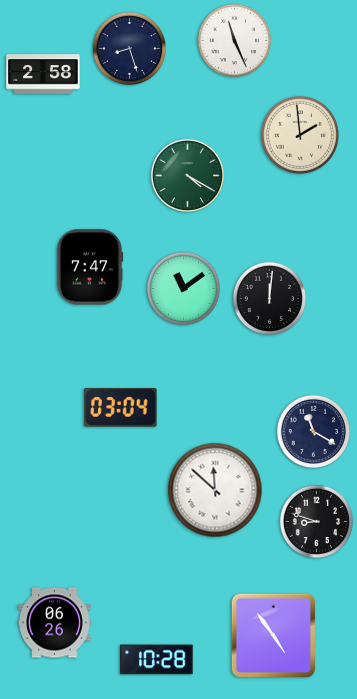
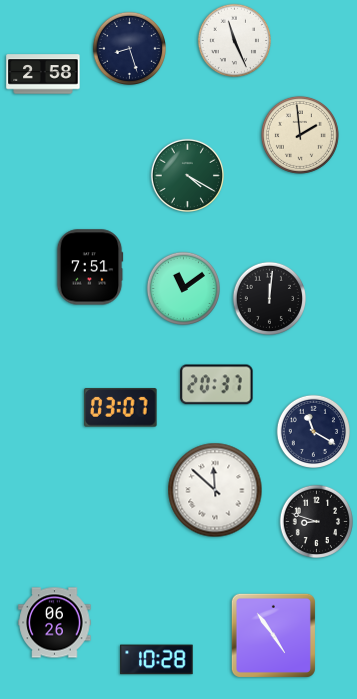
clock at (90, 267): 7:47 -> 7:51
clock at (217, 385): none -> 20:37
clock at (121, 408): 03:04 -> 03:07
